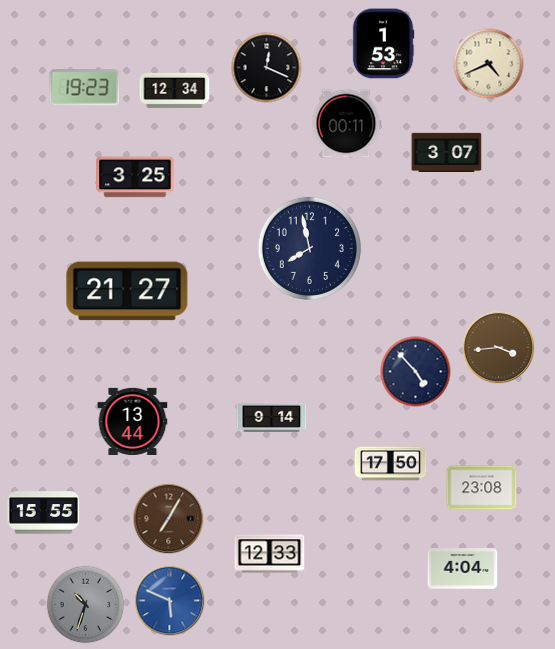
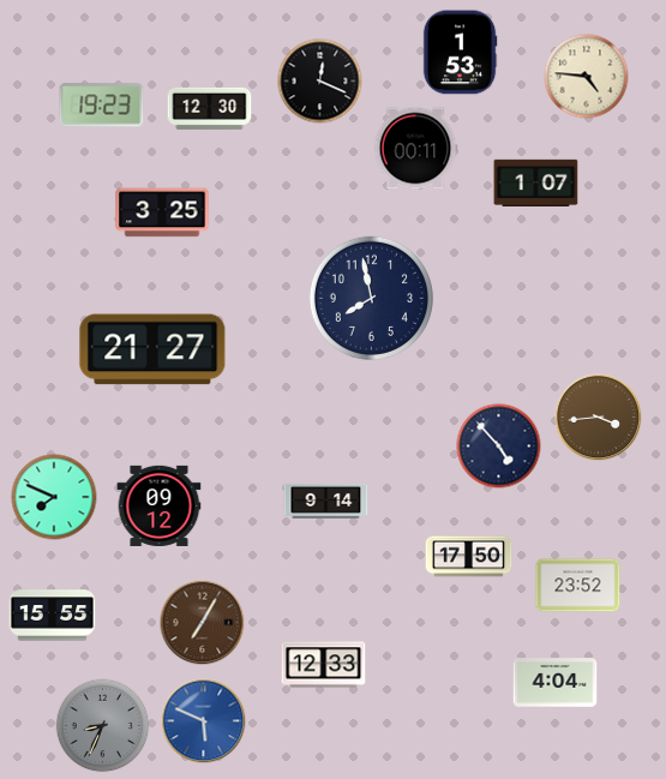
clock at (489, 64): 4:41 -> 4:46
clock at (175, 90): 12:34 -> 12:30
clock at (447, 152): 3:07 -> 1:07
clock at (54, 497): none -> 7:49
clock at (133, 421): 13:44 -> 09:12
clock at (482, 488): 23:08 -> 23:52
clock at (86, 605): 10:33 -> 8:34
